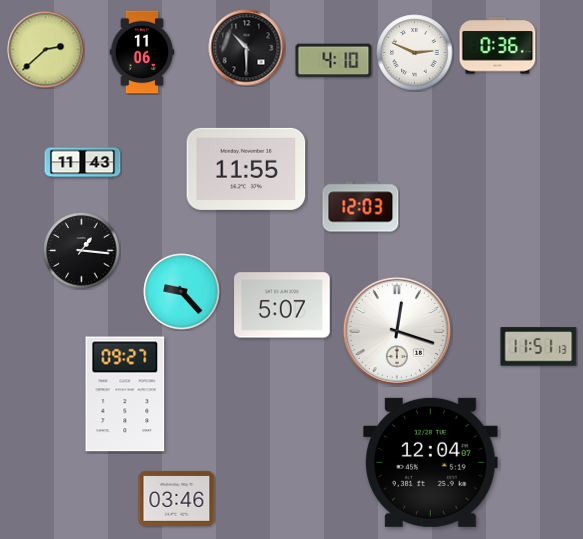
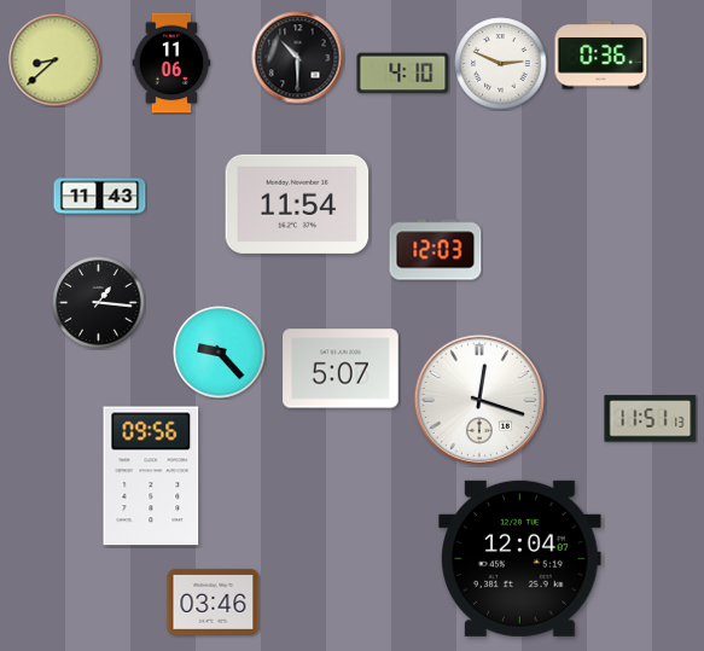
clock at (46, 50): 2:38 -> 8:38
clock at (246, 169): 11:55 -> 11:54
clock at (125, 394): 09:27 -> 09:56
